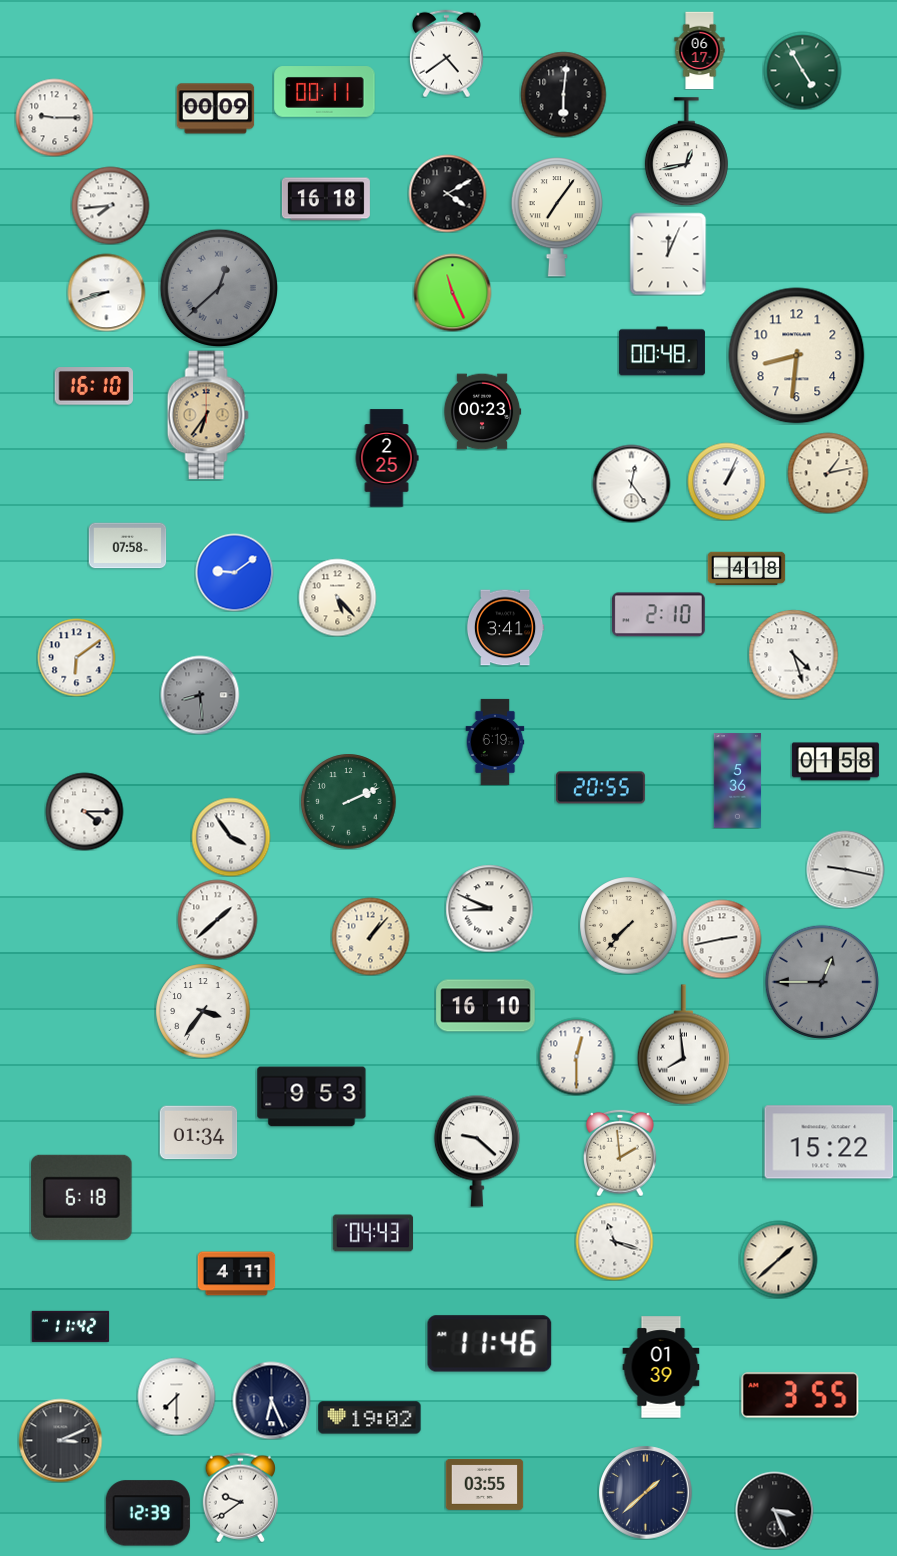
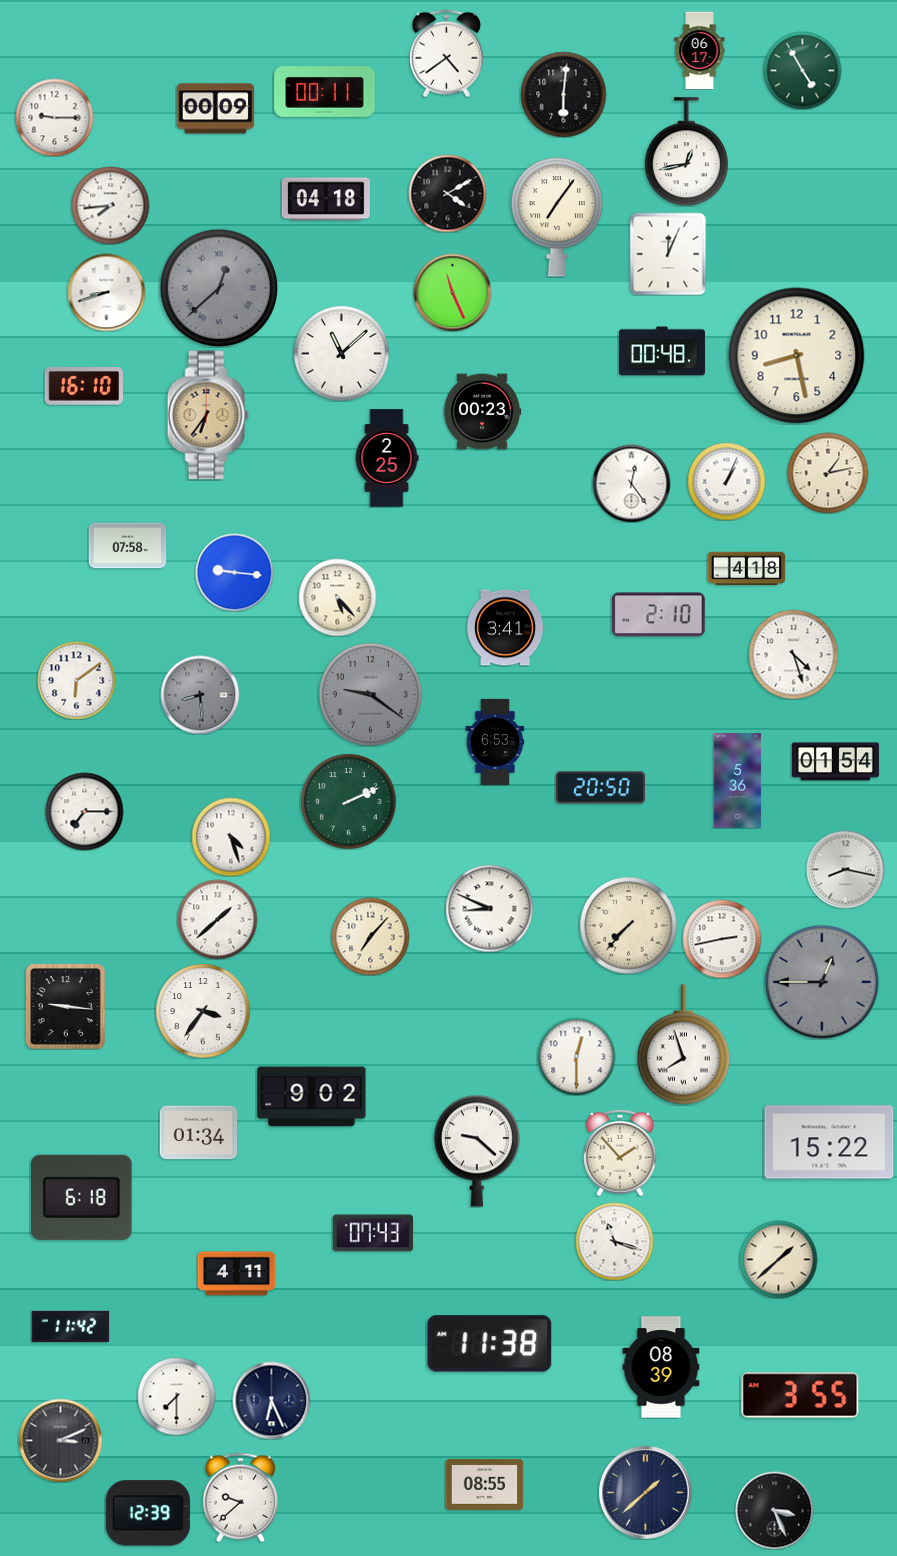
clock at (326, 199): 16:18 -> 04:18
clock at (341, 353): none -> 11:08
clock at (797, 356): 8:31 -> 8:28
clock at (94, 386) position: (94, 386) -> (84, 386)
clock at (234, 572): 9:09 -> 9:16
clock at (76, 657) position: (76, 657) -> (76, 680)
clock at (370, 694): none -> 9:21
clock at (495, 742): 6:19 -> 6:53
clock at (835, 762): 01:58 -> 01:54
clock at (600, 788): 20:55 -> 20:50
clock at (84, 811): 4:15 -> 7:15
clock at (231, 837): 3:54 -> 4:27
clock at (845, 869): 9:17 -> 8:17
clock at (370, 936): 1:07 -> 7:07
clock at (66, 1006): none -> 9:16
clock at (486, 1006): 16:10 -> none
clock at (683, 1045): 7:59 -> 7:57
clock at (312, 1097): 9:53 -> 9:02
clock at (620, 1153): 1:59 -> 1:53
clock at (372, 1233): 04:43 -> 07:43
clock at (490, 1344): 11:46 -> 11:38
clock at (661, 1367): 01:39 -> 08:39
clock at (370, 1418): 19:02 -> none
clock at (484, 1484): 03:55 -> 08:55
clock at (240, 1497): 9:39 -> 9:38
